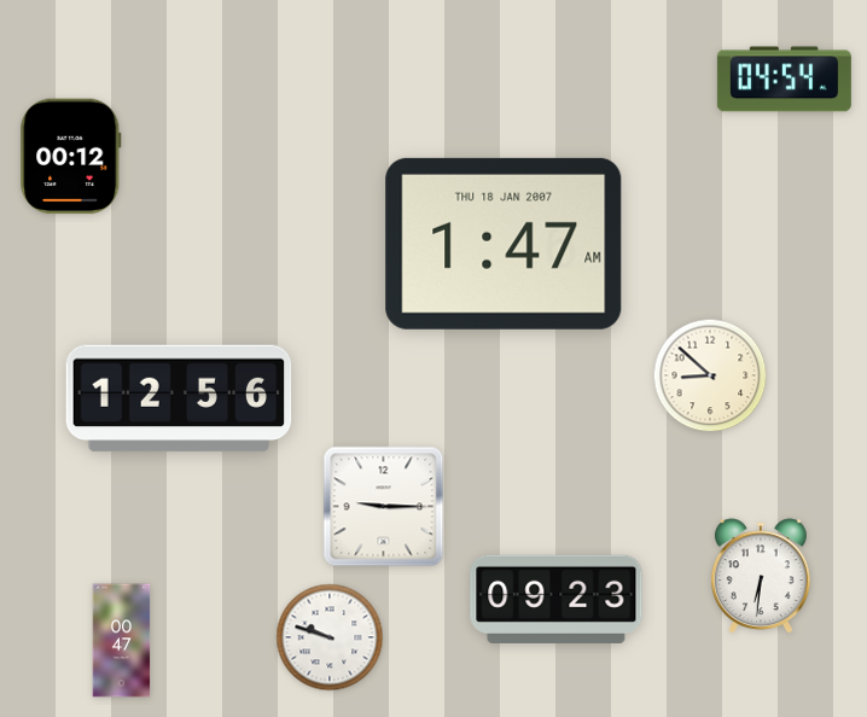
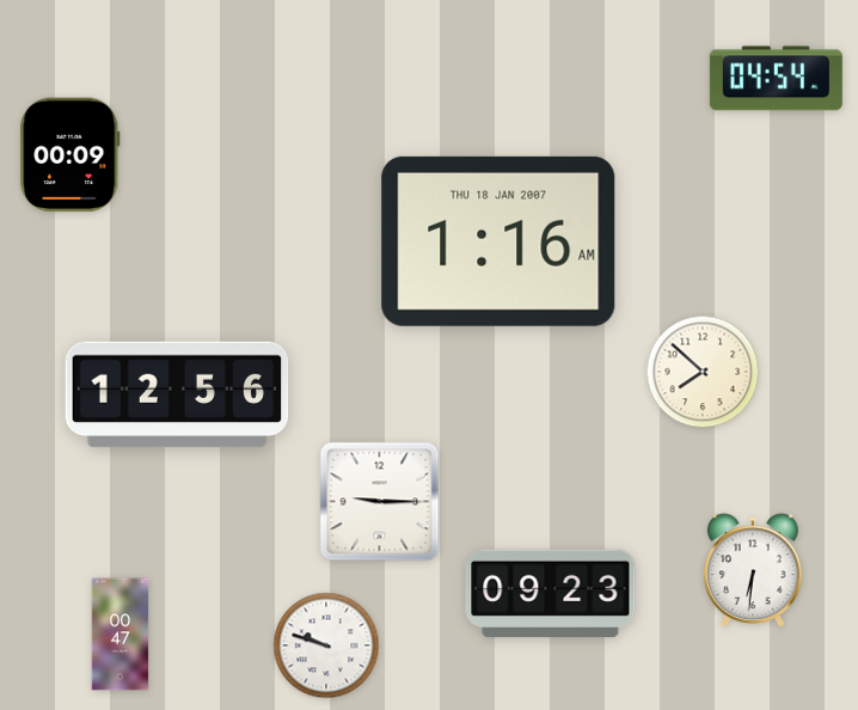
clock at (71, 157): 00:12 -> 00:09
clock at (504, 244): 1:47 -> 1:16
clock at (710, 375): 8:52 -> 7:52
clock at (330, 637) position: (330, 637) -> (326, 645)
